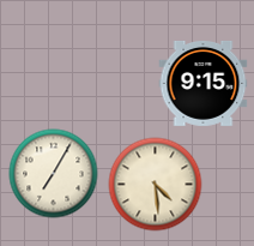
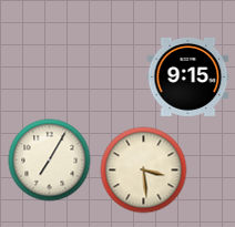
clock at (156, 185): 4:29 -> 3:29
